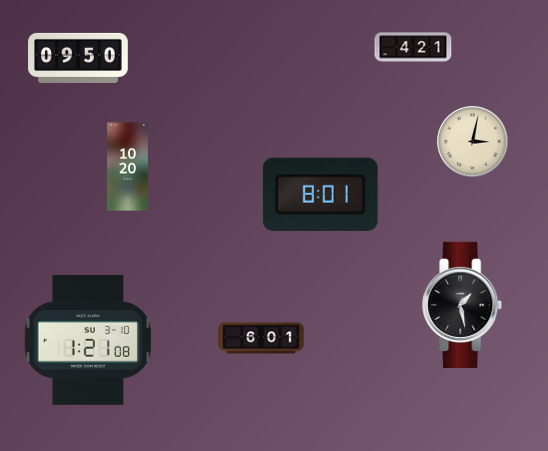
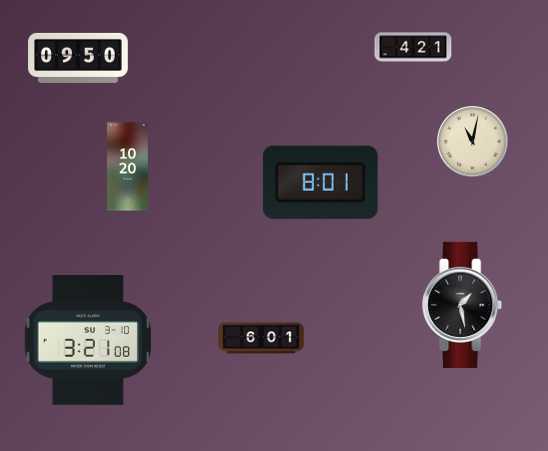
clock at (473, 142): 3:02 -> 11:02
clock at (320, 194) position: (320, 194) -> (320, 182)
clock at (87, 341): 1:21 -> 3:21
